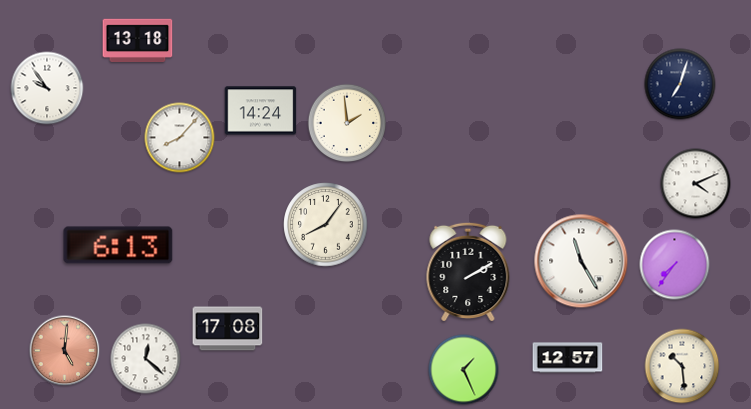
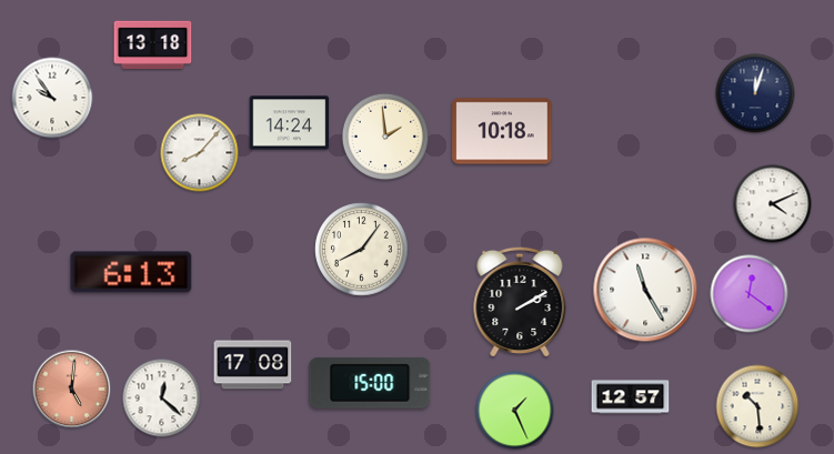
clock at (680, 84): 7:03 -> 12:03
clock at (502, 131): none -> 10:18
clock at (675, 265): 7:36 -> 12:21
clock at (370, 383): none -> 15:00
